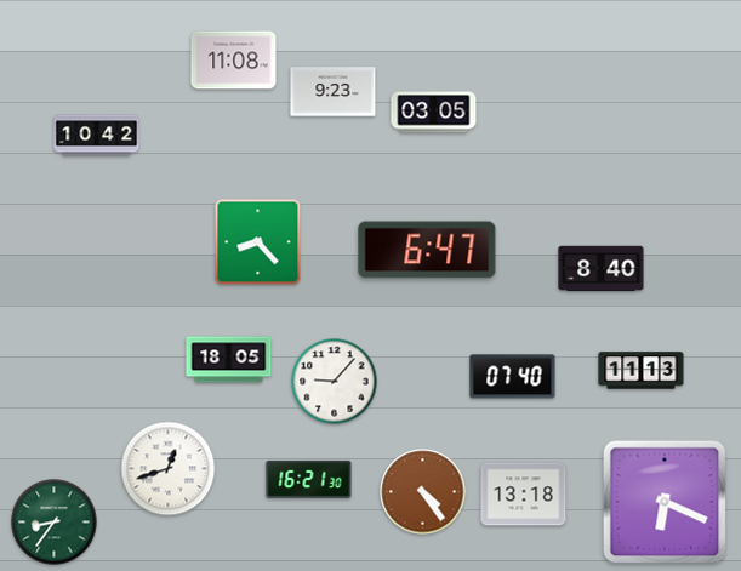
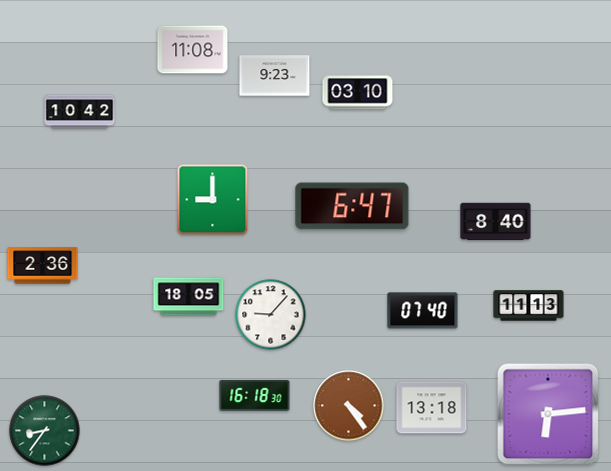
clock at (434, 113): 03:05 -> 03:10
clock at (258, 242): 8:23 -> 9:00
clock at (43, 266): none -> 2:36
clock at (335, 382) position: (335, 382) -> (271, 315)
clock at (169, 469): 12:42 -> none
clock at (309, 479): 16:21 -> 16:18
clock at (665, 502): 6:19 -> 6:14
